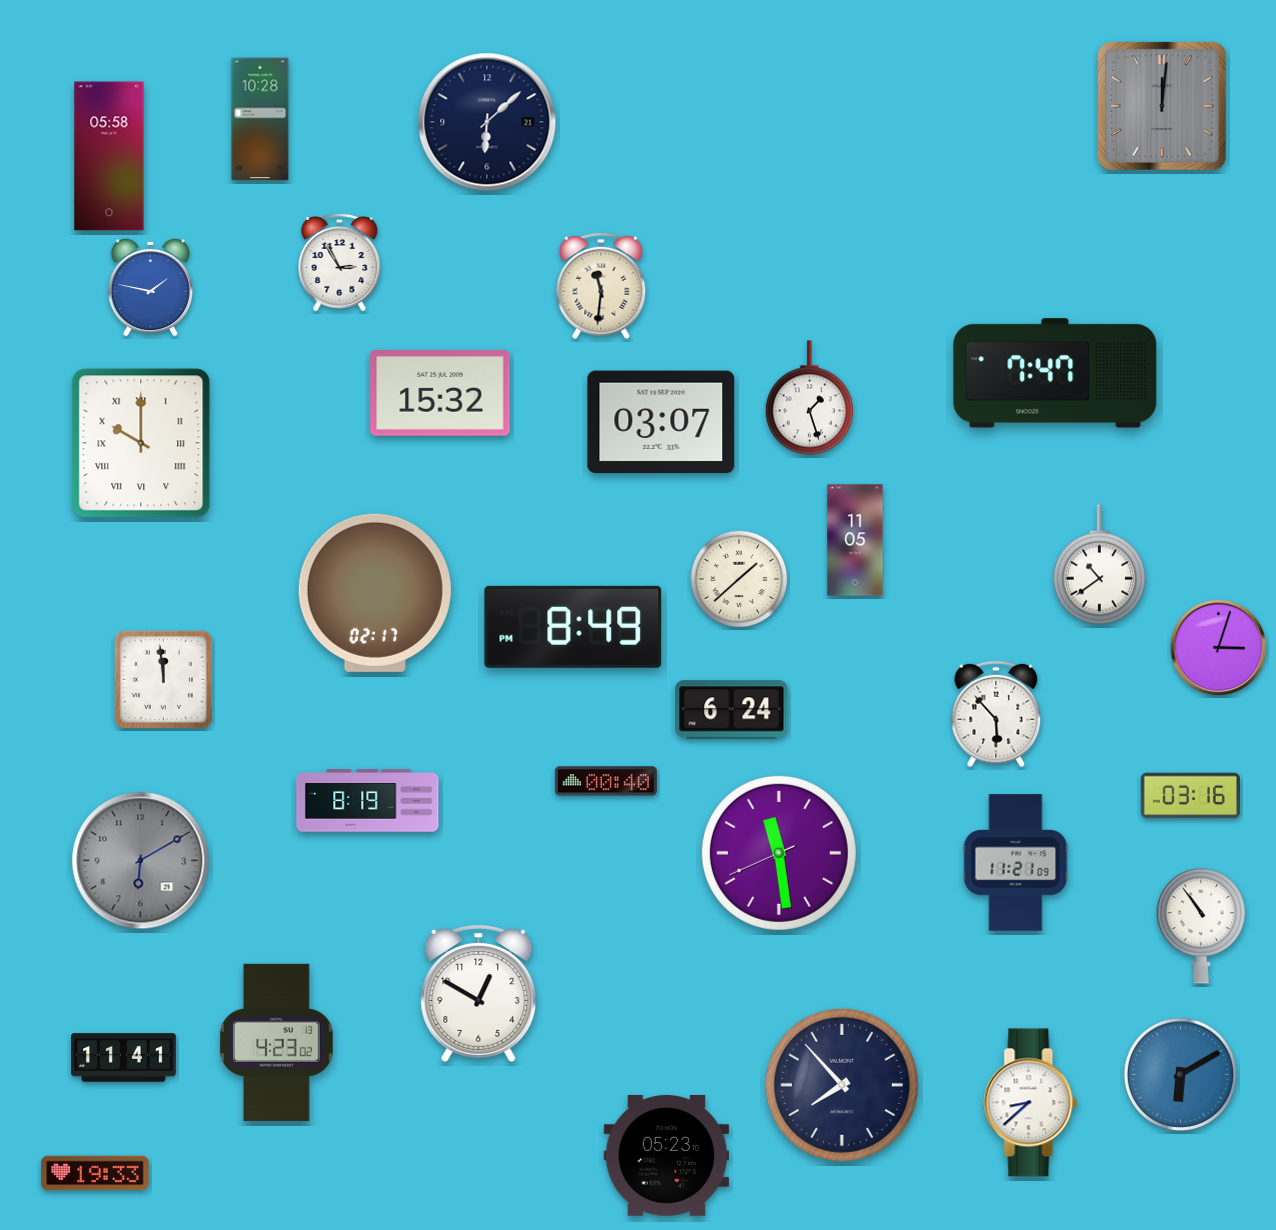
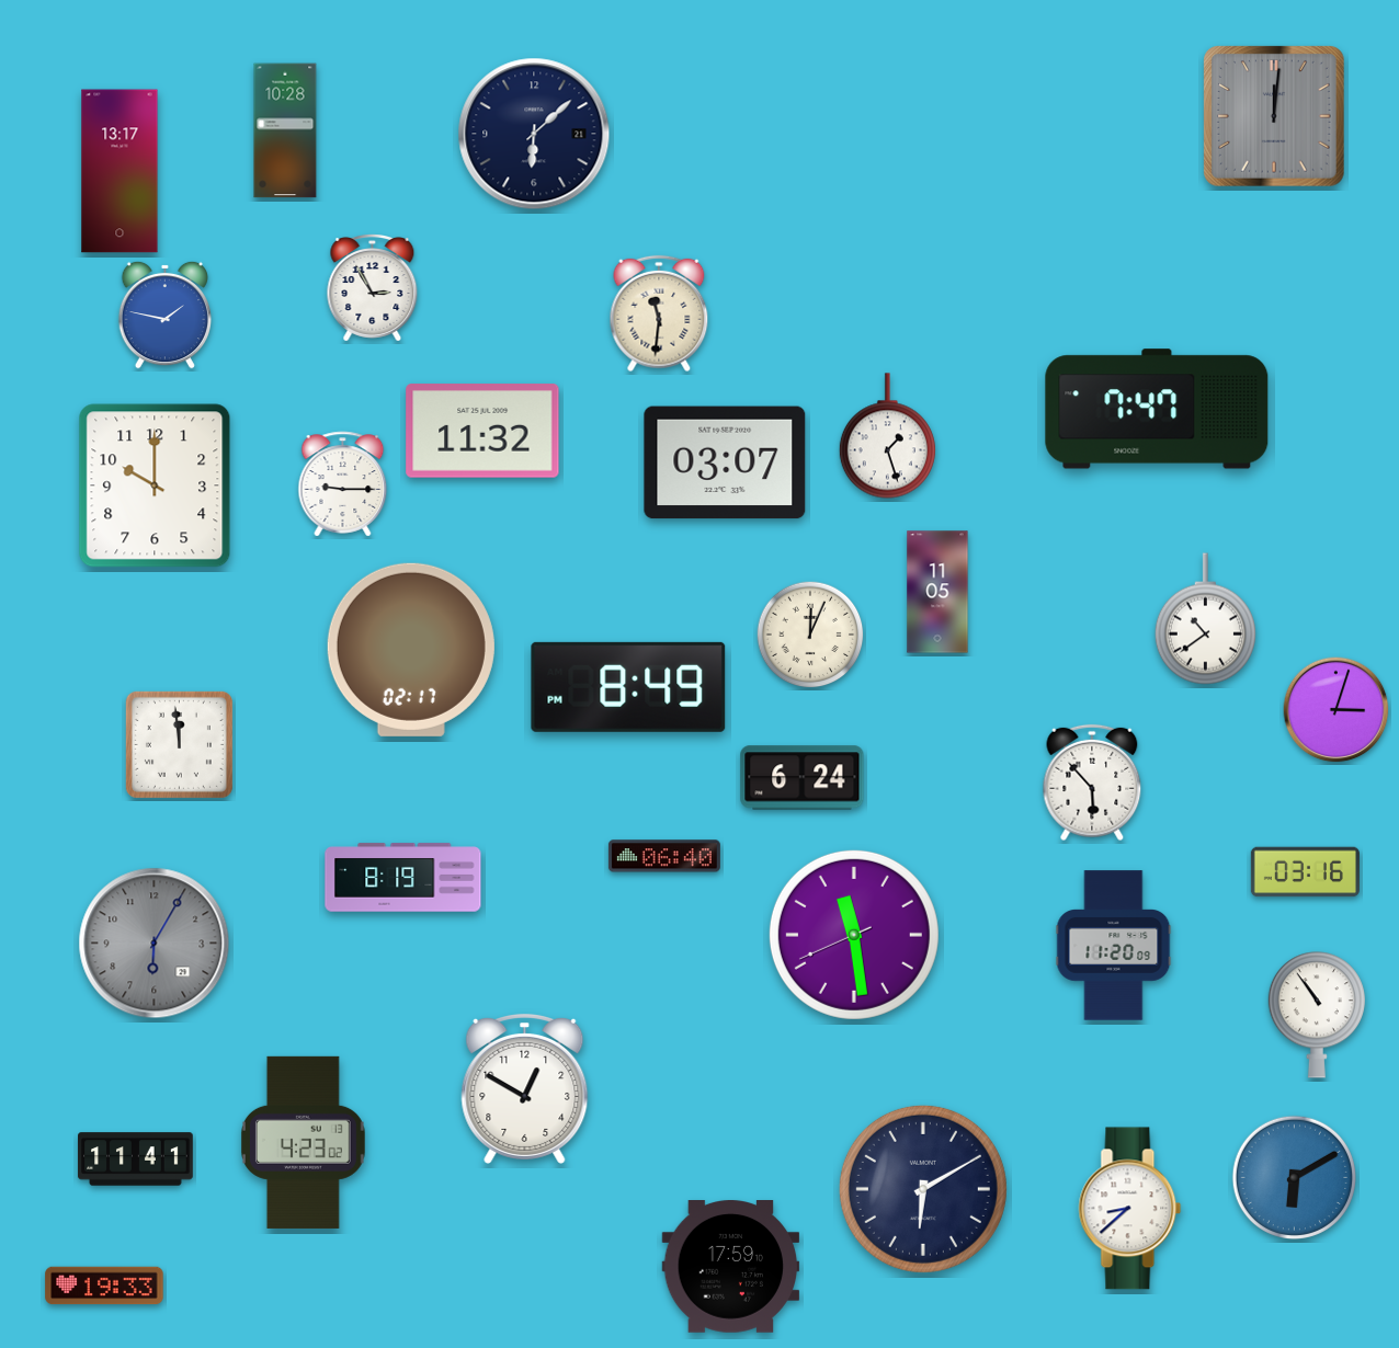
clock at (109, 156): 05:58 -> 13:17
clock at (440, 393): 15:32 -> 11:32
clock at (343, 484): none -> 9:15
clock at (141, 443) numerals: Roman -> Arabic
clock at (739, 579): 1:38 -> 12:04
clock at (606, 781): 00:40 -> 06:40
clock at (141, 861): 6:10 -> 6:05
clock at (1016, 863): 11:21 -> 11:20
clock at (842, 1085): 7:53 -> 6:10
clock at (667, 1156): 05:23 -> 17:59
